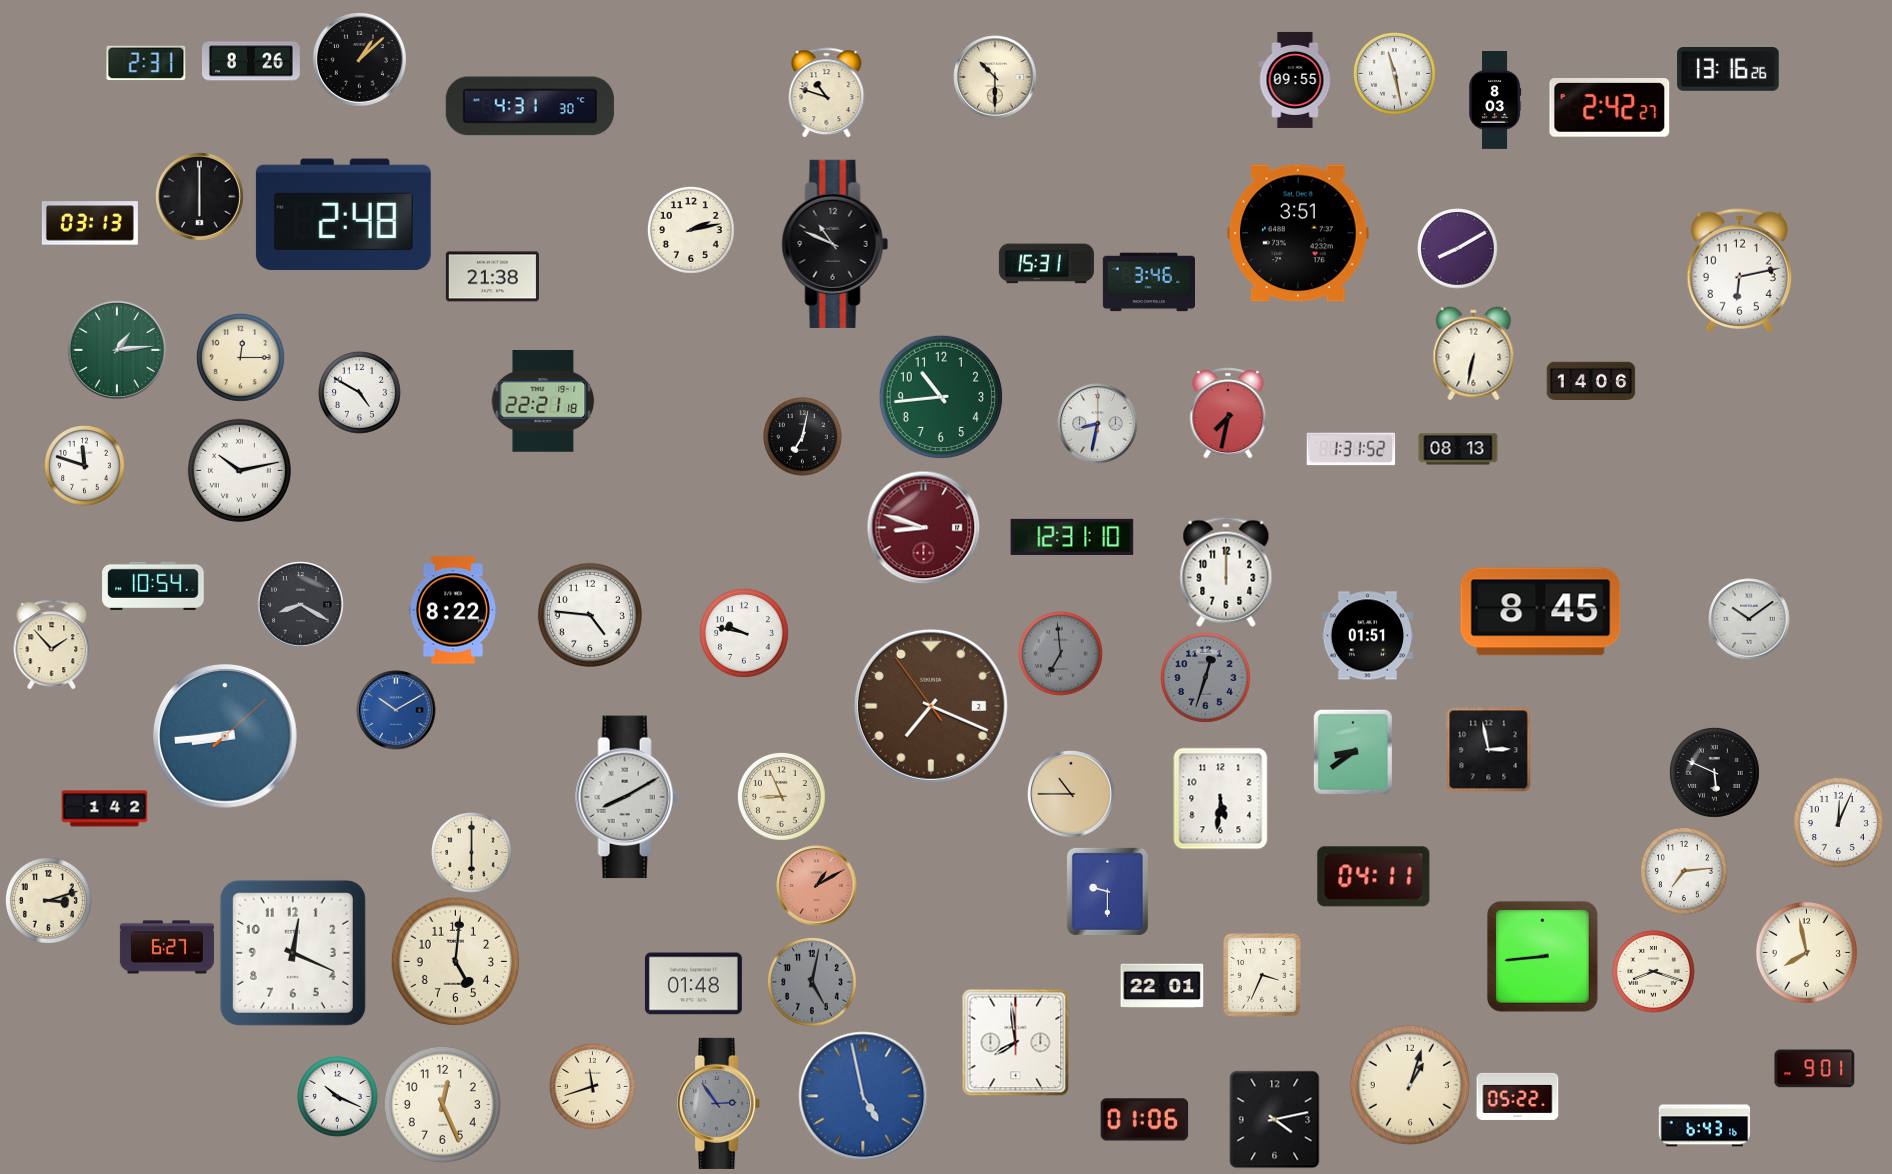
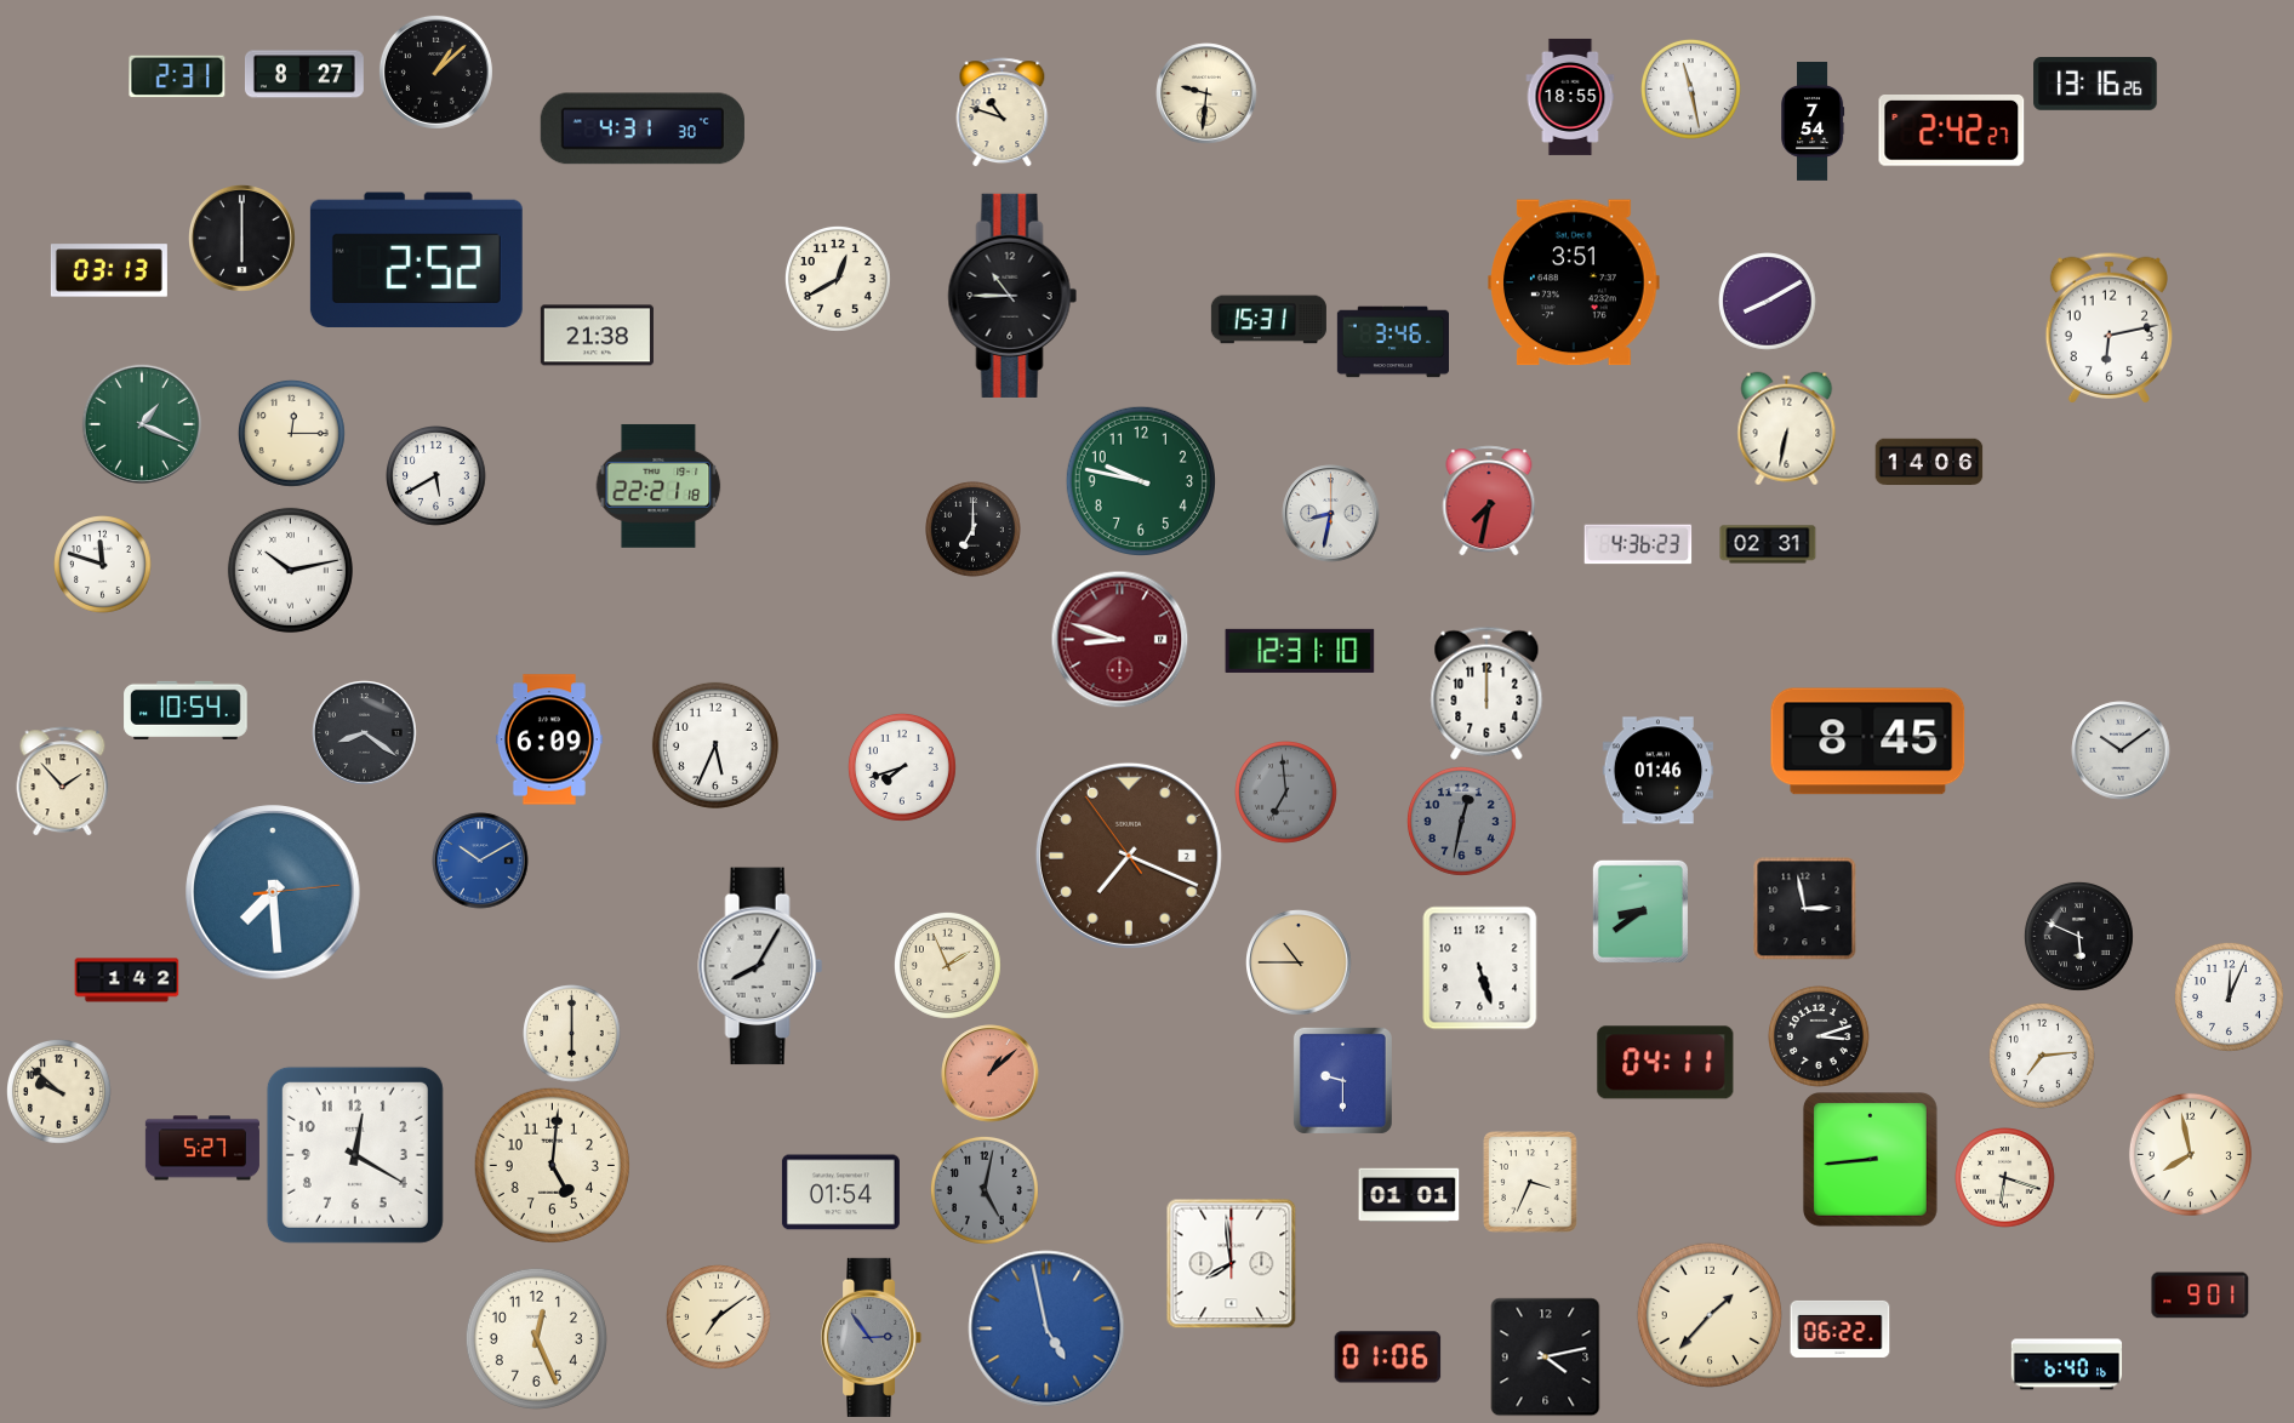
clock at (251, 61): 8:26 -> 8:27
clock at (995, 77): 10:30 -> 9:31
clock at (1295, 80): 09:55 -> 18:55
clock at (1495, 101): 8:03 -> 7:54
clock at (343, 215): 2:48 -> 2:52
clock at (691, 230): 2:13 -> 12:40
clock at (835, 244): 10:49 -> 10:45
clock at (117, 350): 1:14 -> 1:19
clock at (360, 393): 4:50 -> 5:40
clock at (941, 397): 10:44 -> 9:47
clock at (803, 437): 7:02 -> 7:00
clock at (1351, 449): 1:31 -> 4:36
clock at (1458, 449): 08:13 -> 02:31
clock at (301, 605): 8:20 -> 8:21
clock at (453, 610): 8:22 -> 6:09
clock at (590, 615): 4:46 -> 5:34
clock at (744, 633): 9:47 -> 7:42
clock at (1368, 636): 01:51 -> 01:46
clock at (1205, 677): 12:33 -> 12:32
clock at (225, 736): 8:44 -> 7:29
clock at (781, 796): 8:56 -> 1:56
clock at (627, 797): 8:10 -> 8:05
clock at (1221, 799): 5:31 -> 5:27
clock at (1820, 1038): none -> 3:12
clock at (817, 886): 1:10 -> 1:08
clock at (49, 901): 3:12 -> 9:52
clock at (167, 947): 6:27 -> 5:27
clock at (293, 953): 12:19 -> 12:20
clock at (1654, 972): 8:18 -> 6:18
clock at (693, 984): 01:48 -> 01:54
clock at (1162, 986): 22:01 -> 01:01
clock at (1410, 1085): 1:03 -> 1:37
clock at (593, 1087): 11:42 -> 7:09
clock at (1518, 1096): 05:22 -> 06:22
clock at (338, 1097): 10:19 -> none
clock at (1705, 1126): 6:43 -> 6:40
